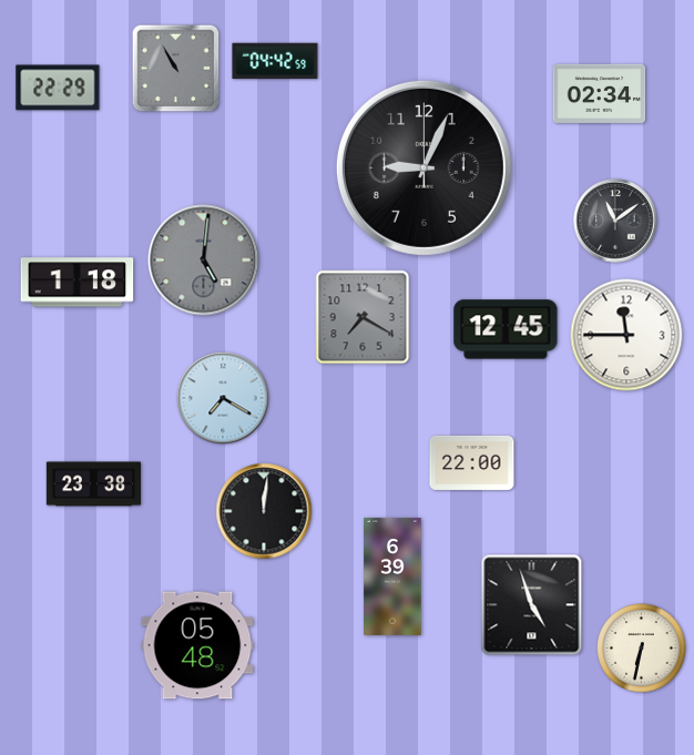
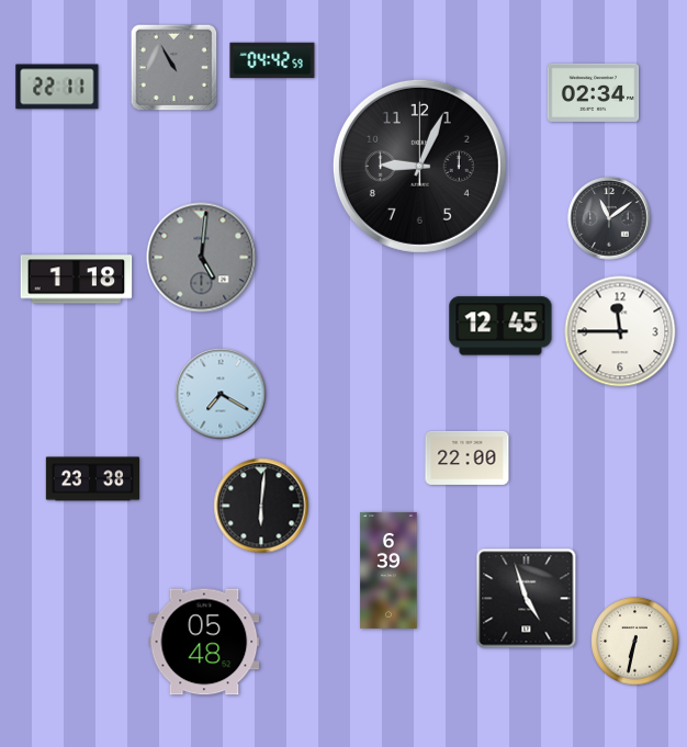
clock at (58, 88): 22:29 -> 22:11
clock at (363, 317): 7:20 -> none
clock at (264, 511): 12:01 -> 6:01
clock at (197, 645) position: (197, 645) -> (204, 642)
